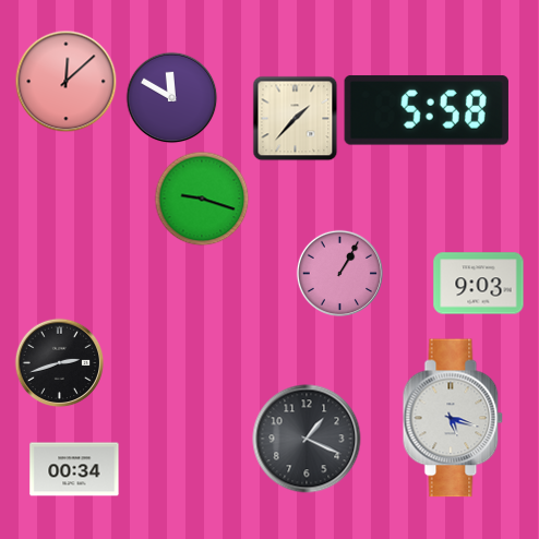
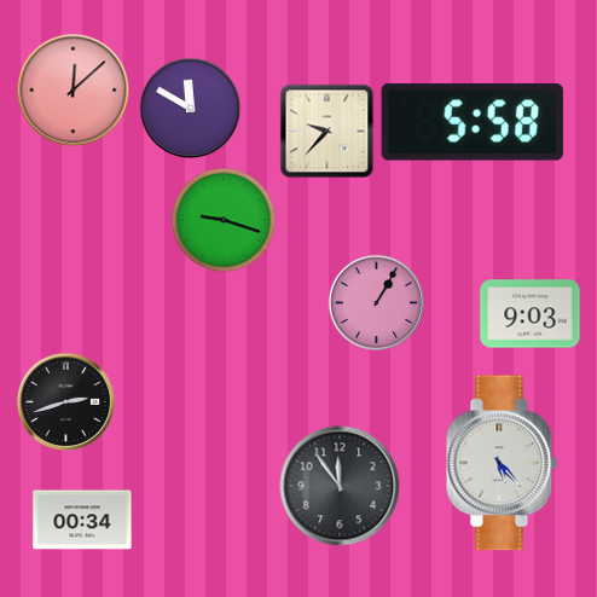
clock at (295, 118): 1:37 -> 9:37
clock at (453, 418): 5:18 -> 5:23
clock at (307, 439): 1:19 -> 11:54
